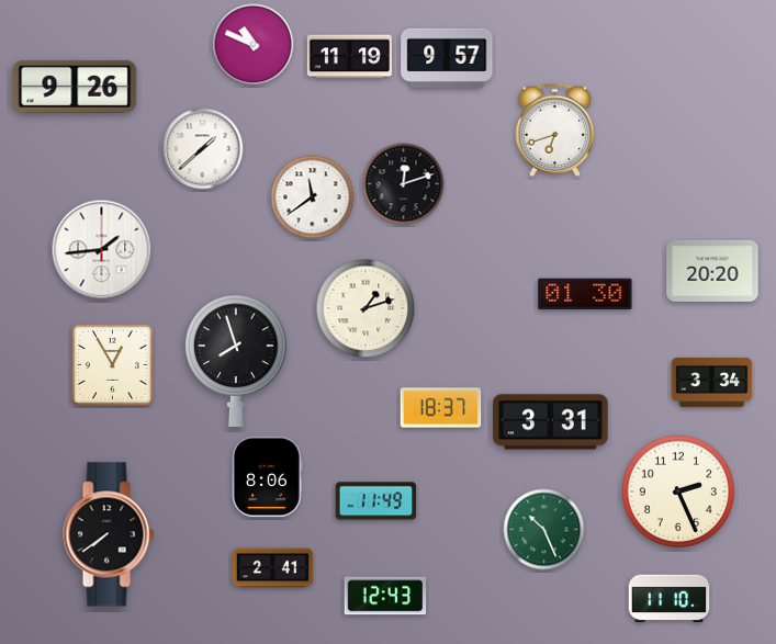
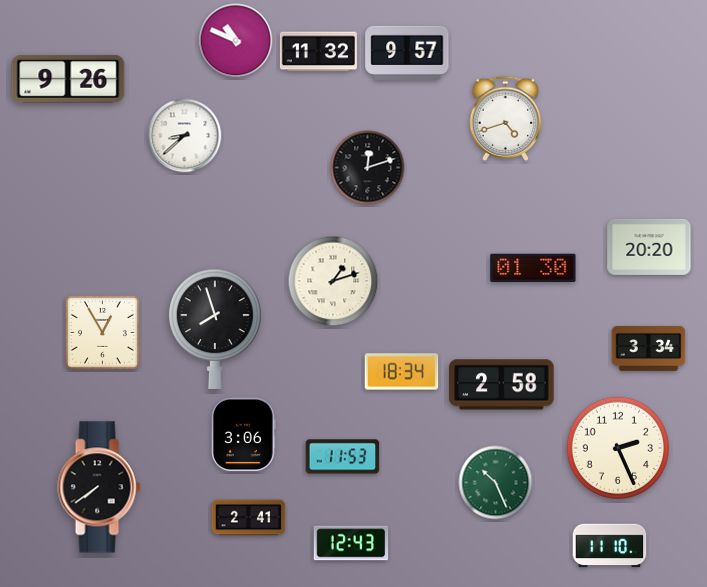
clock at (254, 45) position: (254, 45) -> (236, 41)
clock at (349, 57): 11:19 -> 11:32
clock at (555, 129): 6:42 -> 4:42
clock at (203, 149): 1:38 -> 8:38
clock at (313, 197): 11:39 -> none
clock at (102, 250): 1:44 -> none
clock at (441, 408): 18:37 -> 18:34
clock at (551, 422): 3:31 -> 2:58
clock at (267, 477): 8:06 -> 3:06
clock at (376, 501): 11:49 -> 11:53
